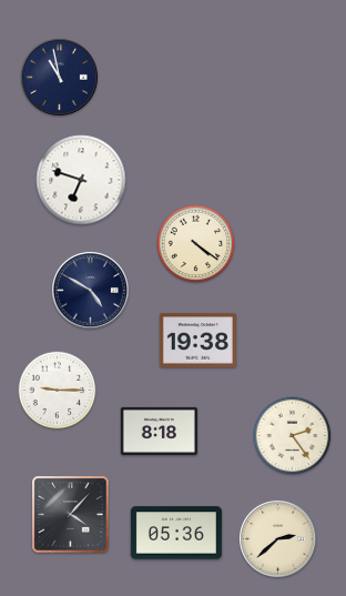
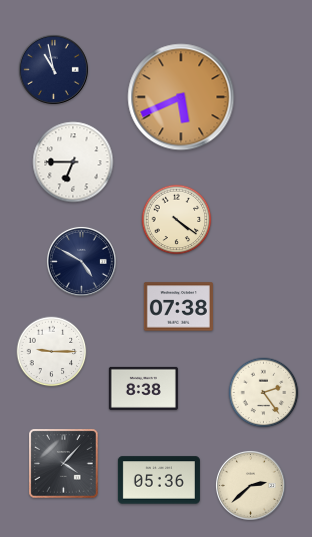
clock at (181, 97): none -> 5:41
clock at (81, 180): 6:48 -> 6:45
clock at (197, 341): 19:38 -> 07:38
clock at (159, 431): 8:18 -> 8:38
